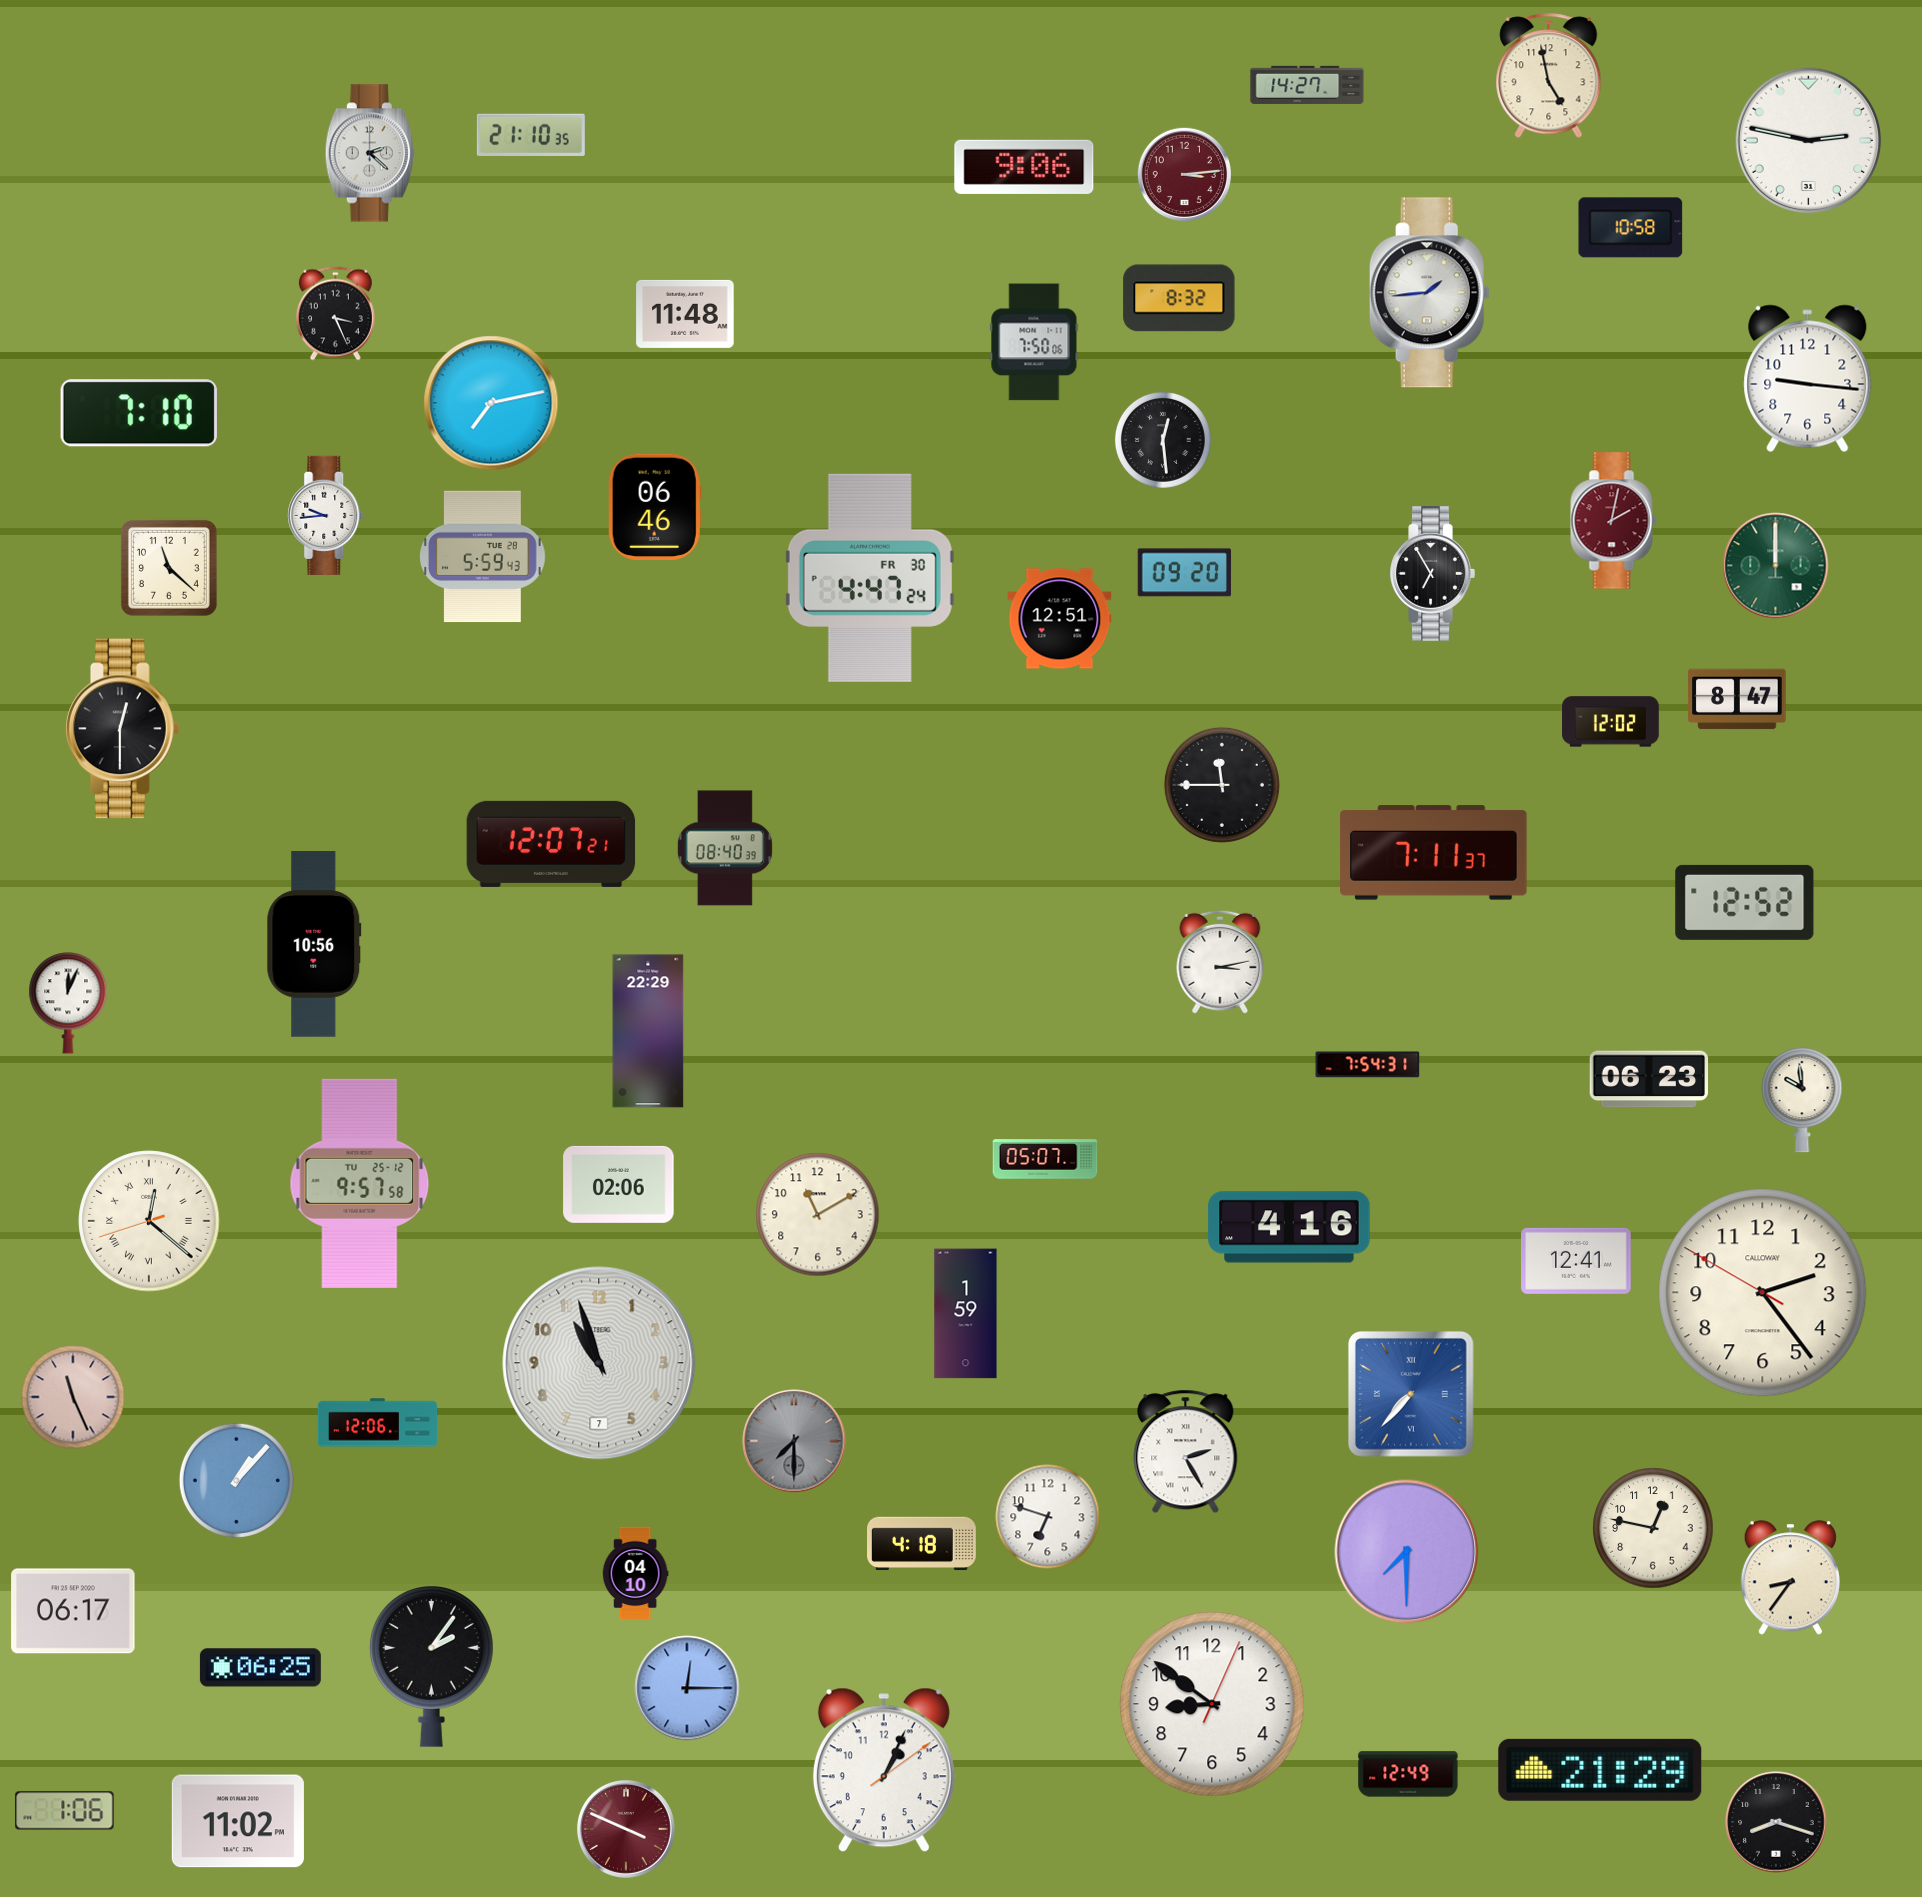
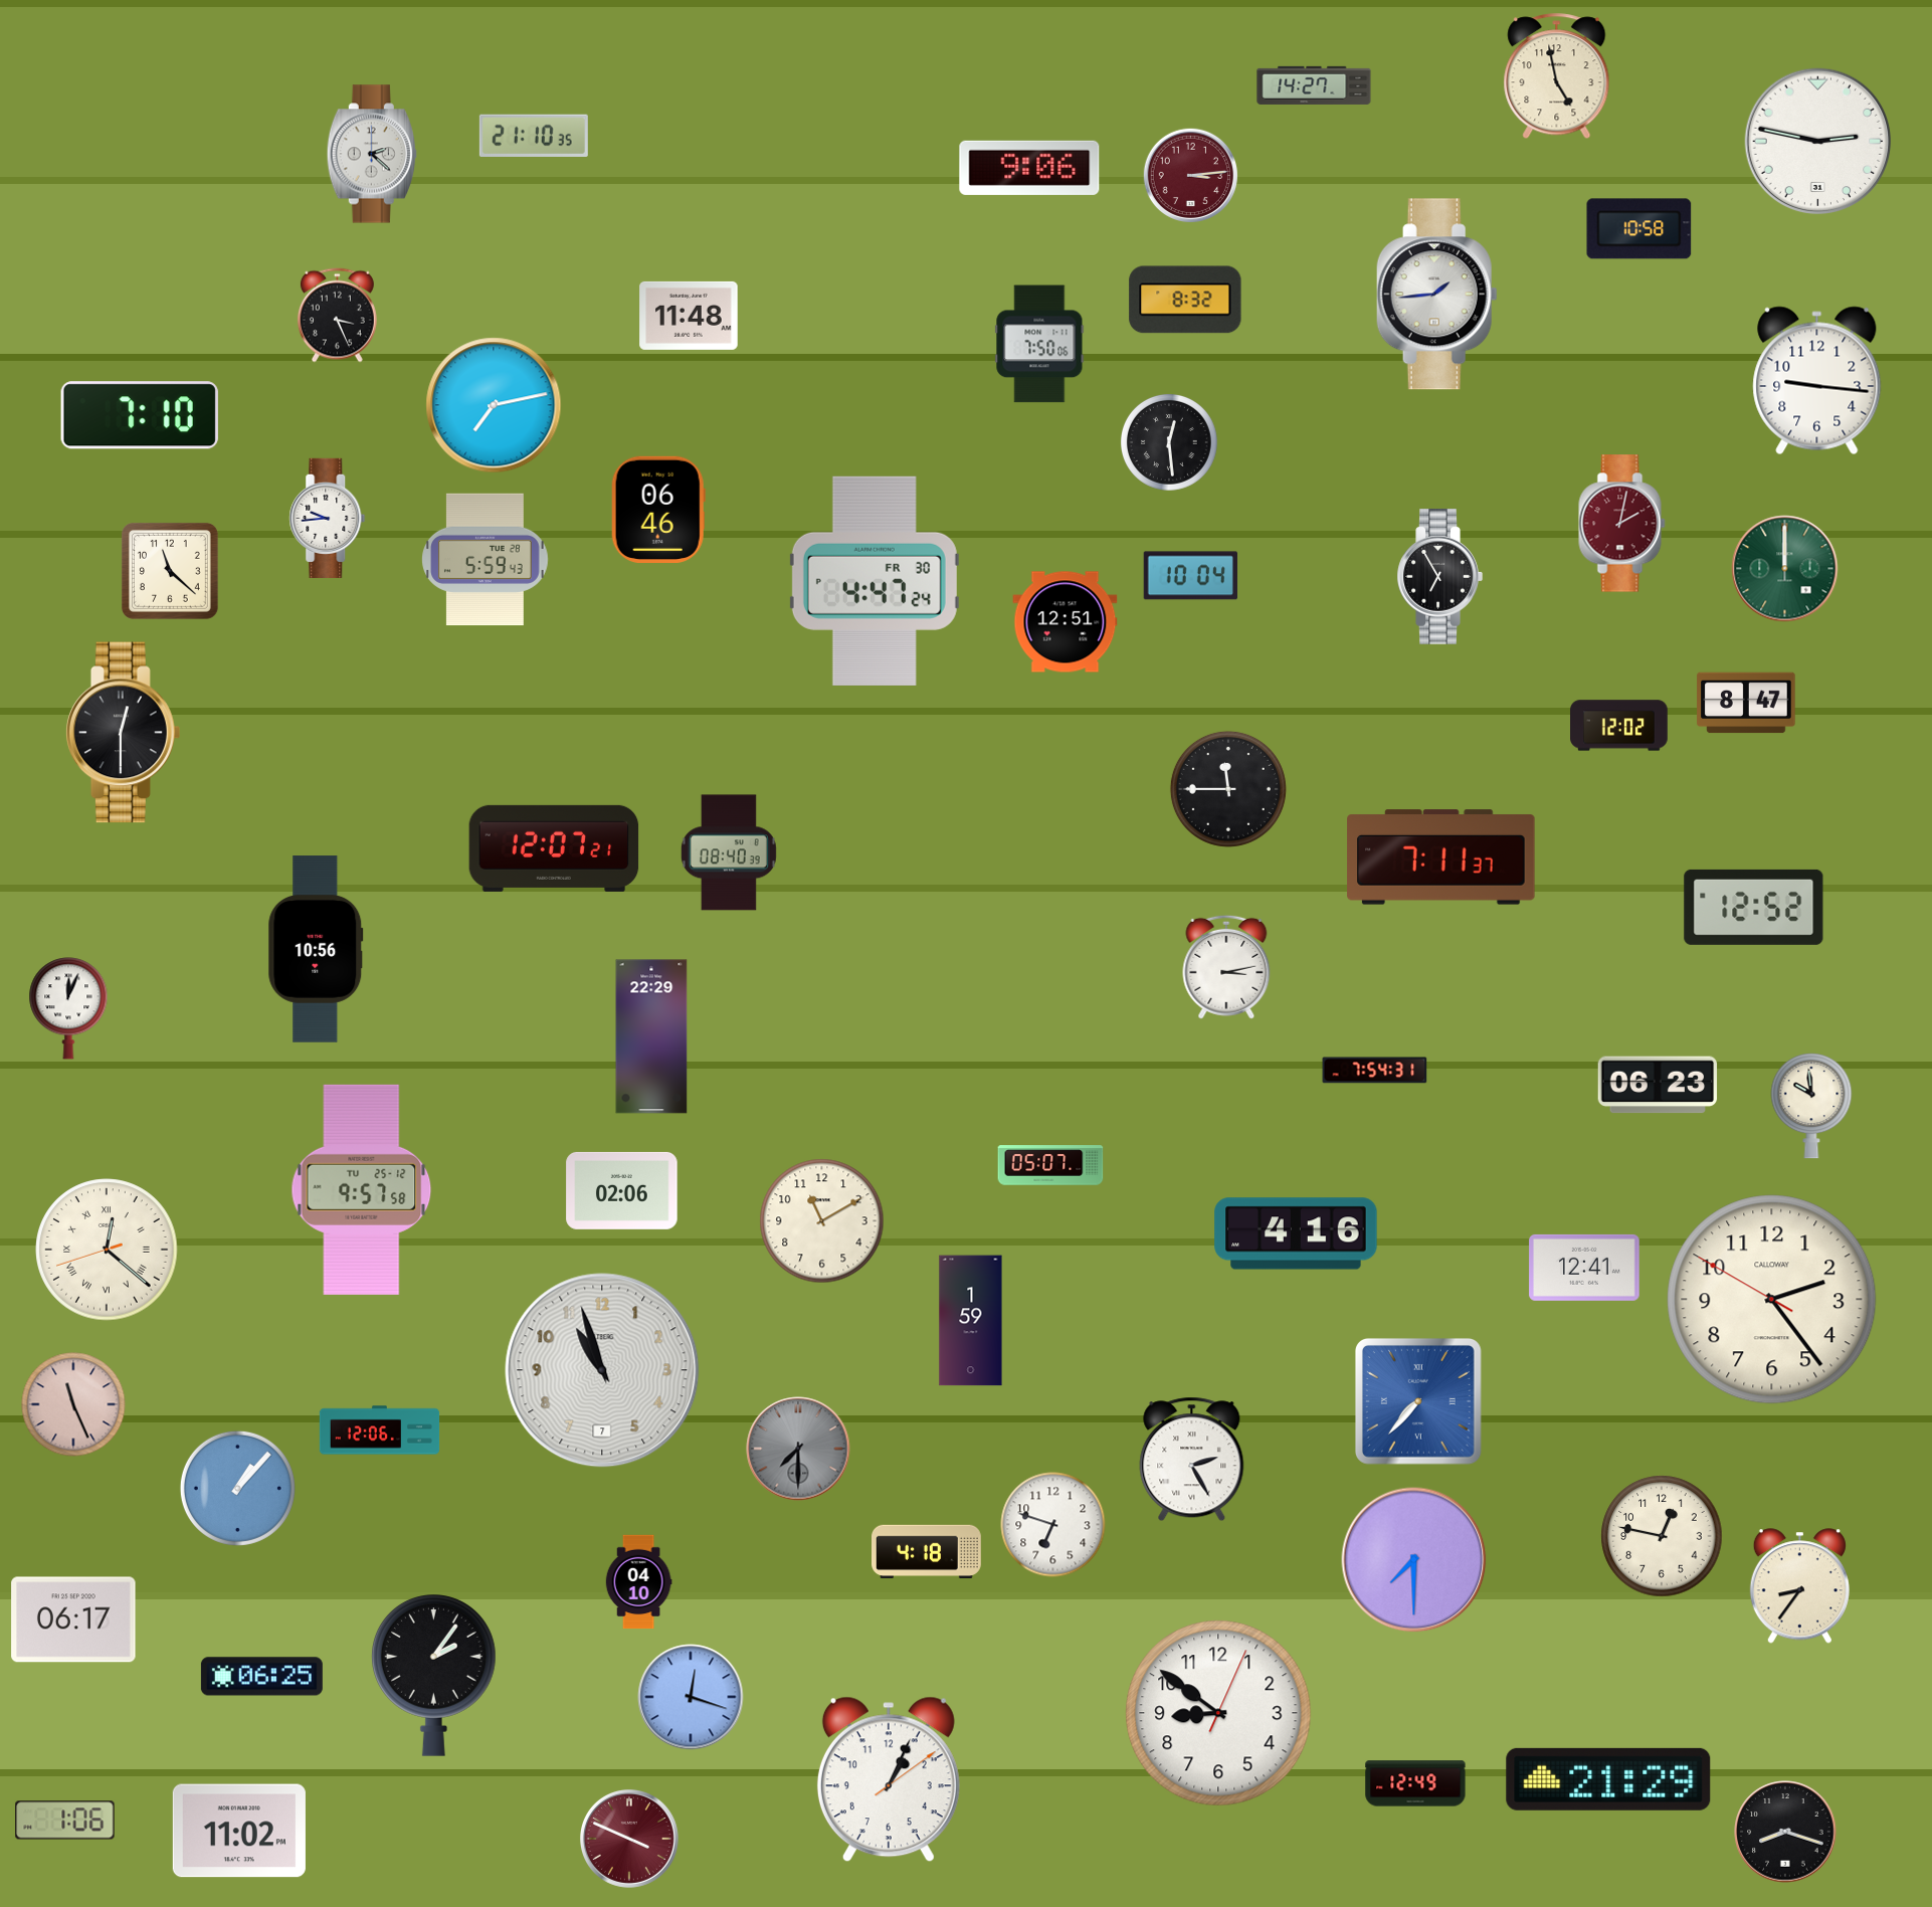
clock at (1184, 573): 09:20 -> 10:04
clock at (149, 1221) position: (149, 1221) -> (107, 1250)
clock at (687, 1688): 12:15 -> 12:18
